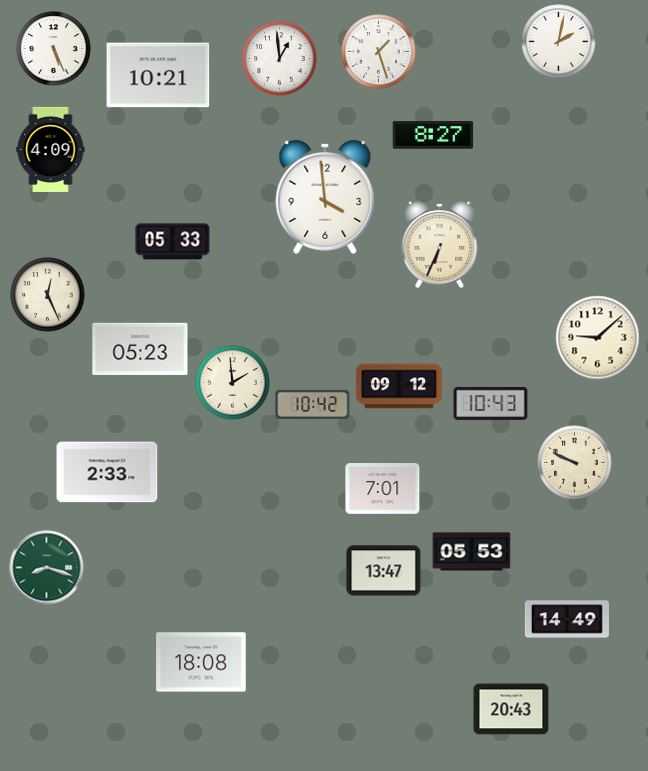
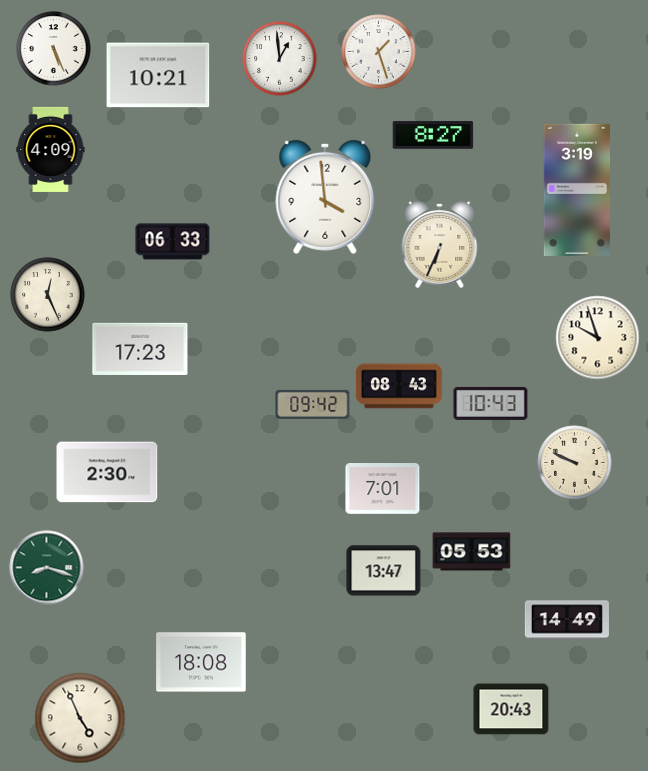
clock at (559, 42): 2:02 -> none
clock at (577, 190): none -> 3:19
clock at (173, 242): 05:33 -> 06:33
clock at (598, 338): 9:08 -> 9:57
clock at (140, 349): 05:23 -> 17:23
clock at (233, 383): 1:59 -> none
clock at (399, 386): 09:12 -> 08:43
clock at (313, 404): 10:42 -> 09:42
clock at (107, 472): 2:33 -> 2:30
clock at (80, 718): none -> 4:56
